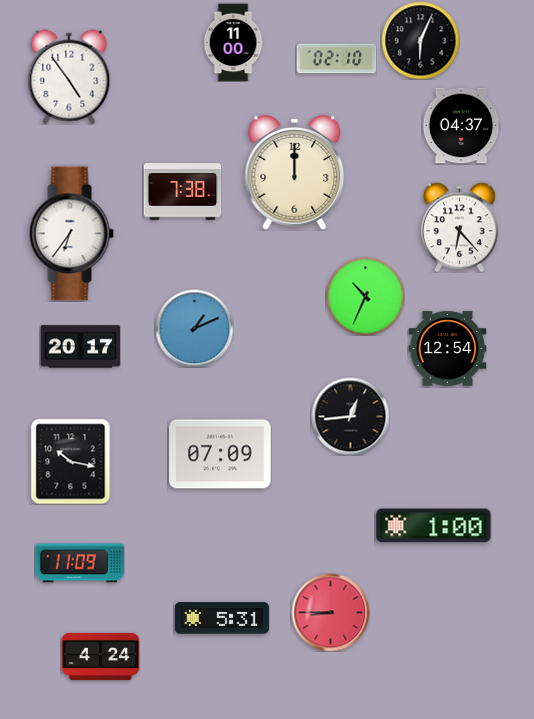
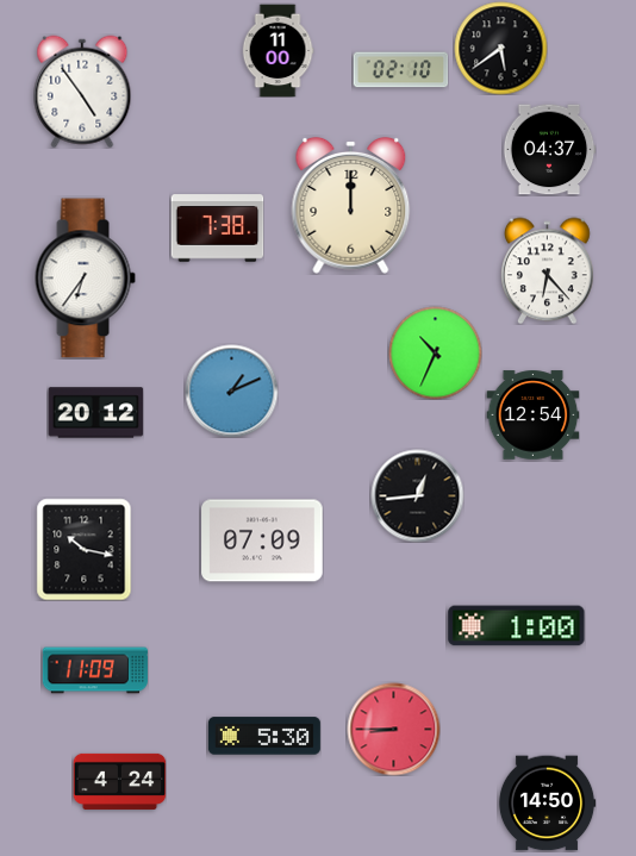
clock at (420, 40): 6:04 -> 5:39
clock at (80, 347): 20:17 -> 20:12
clock at (222, 618): 5:31 -> 5:30
clock at (547, 804): none -> 14:50
